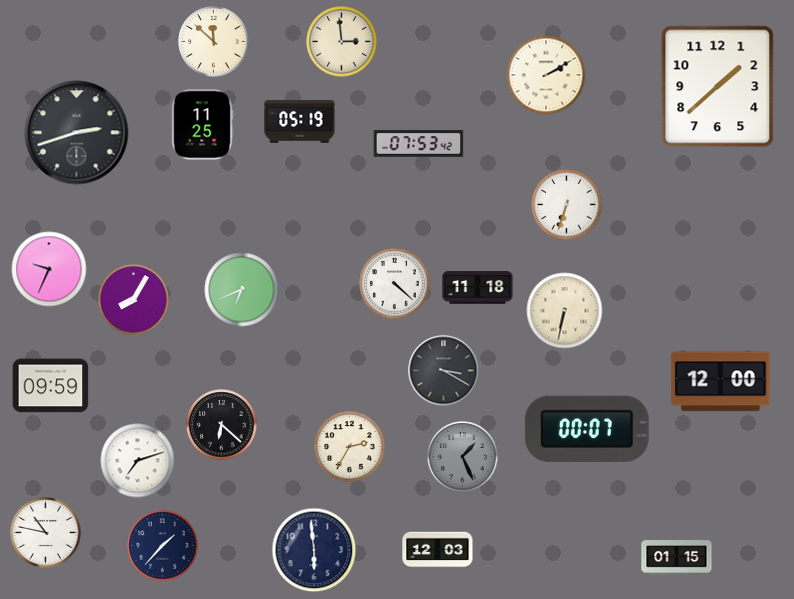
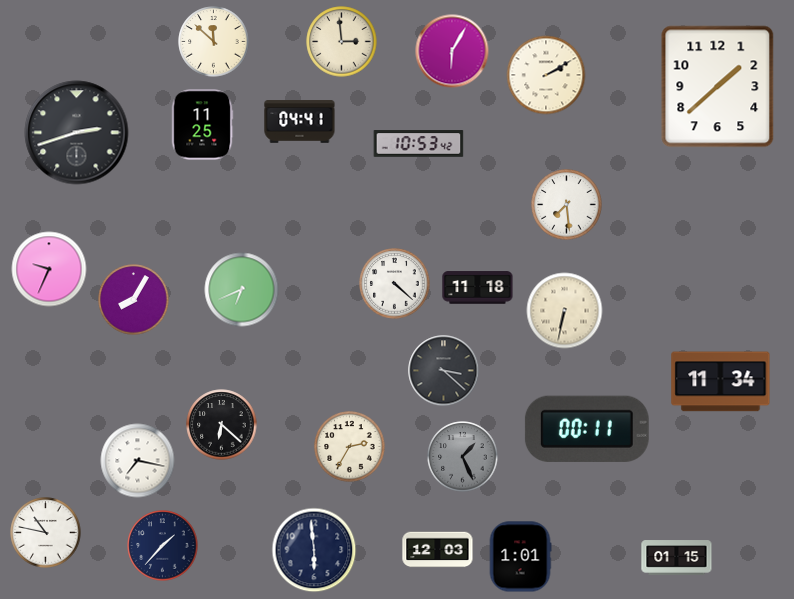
clock at (452, 51): none -> 6:05
clock at (300, 122): 05:19 -> 04:41
clock at (419, 144): 07:53 -> 10:53
clock at (567, 205): 6:33 -> 7:29
clock at (444, 371): 3:20 -> 3:22
clock at (721, 382): 12:00 -> 11:34
clock at (51, 386): 09:59 -> none
clock at (587, 429): 00:07 -> 00:11
clock at (138, 461): 7:12 -> 7:17
clock at (520, 557): none -> 1:01
